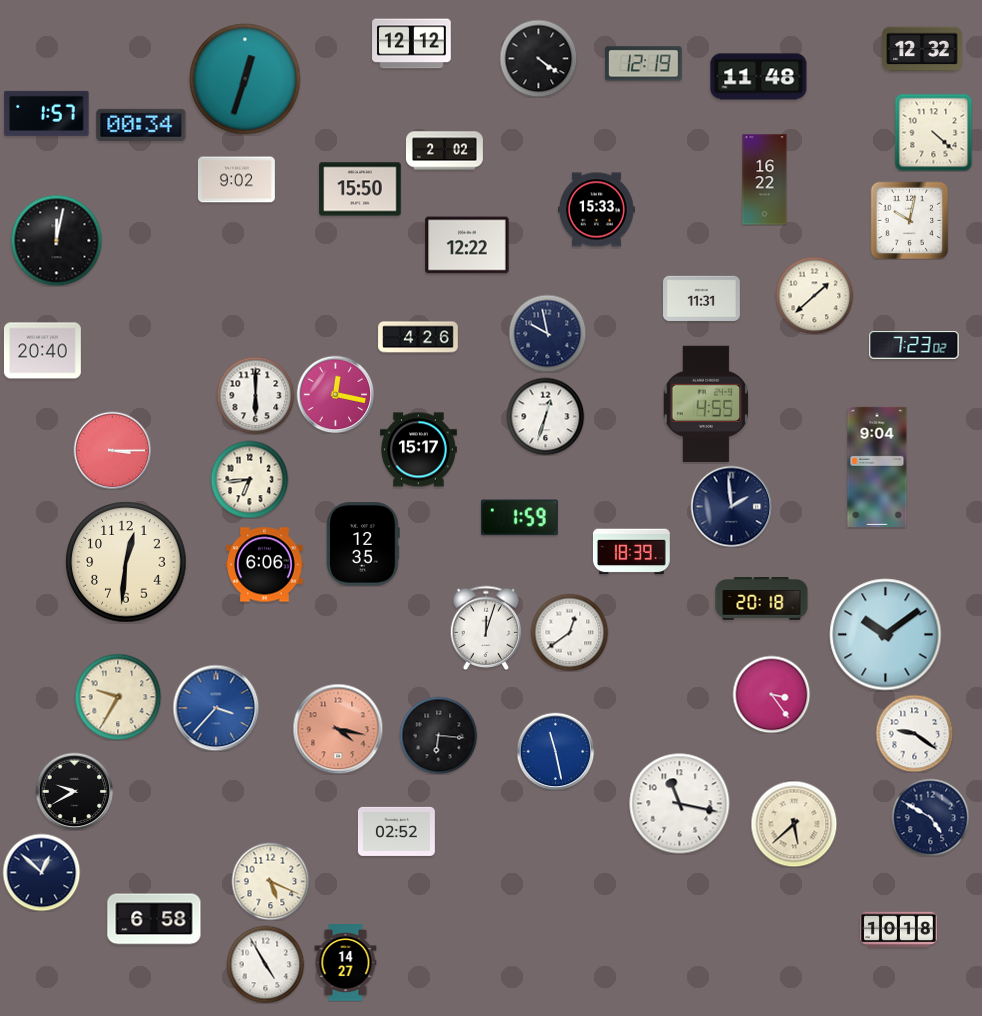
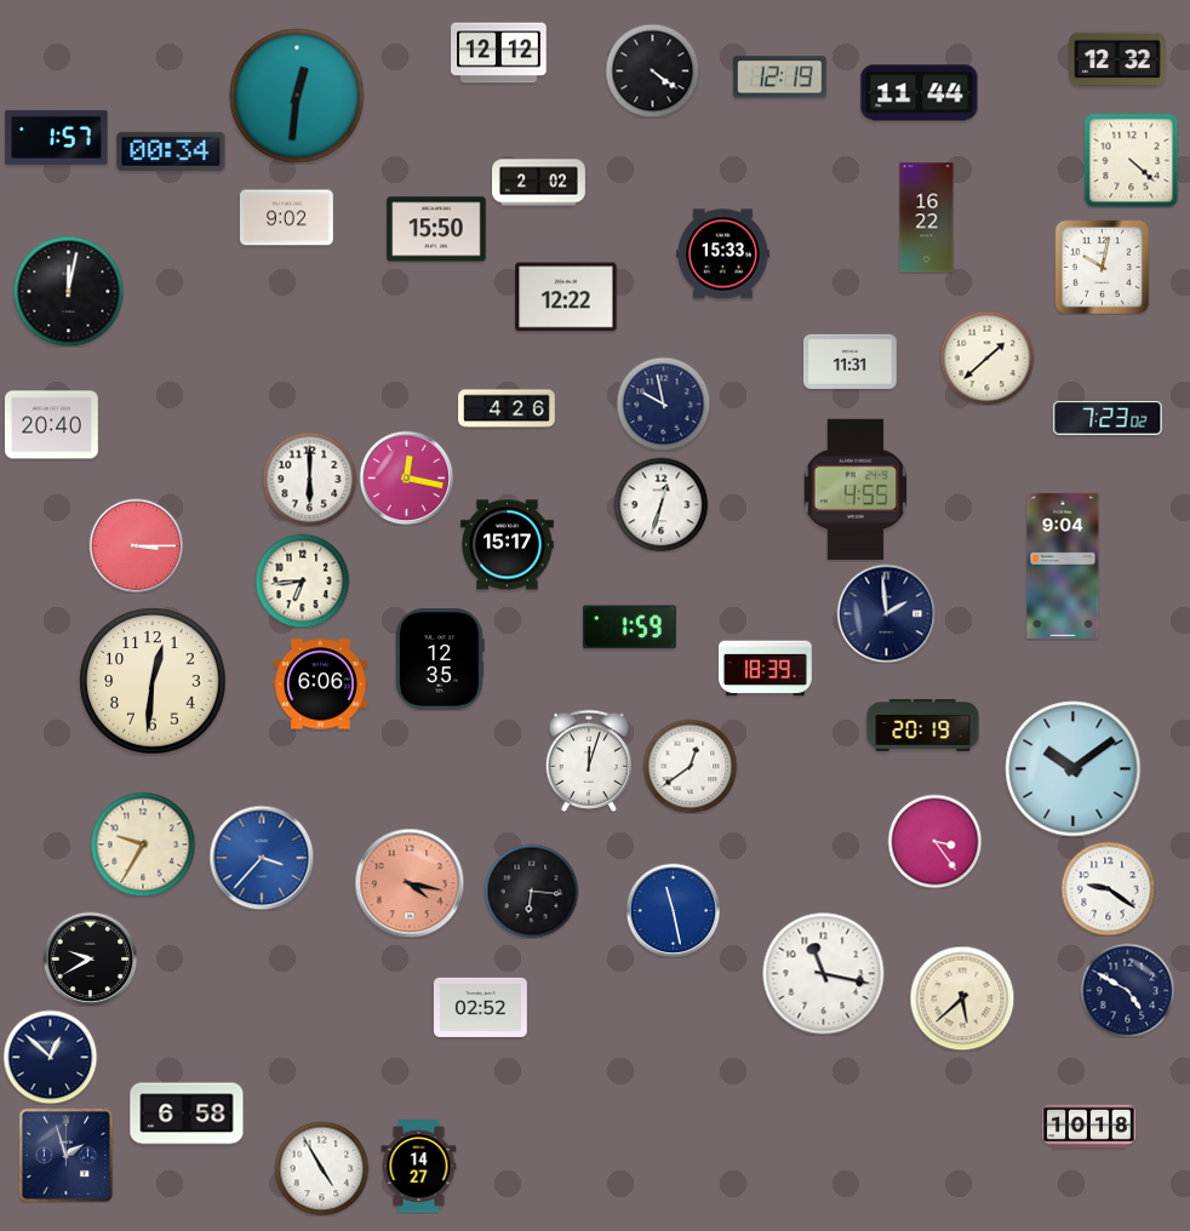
clock at (759, 77): 11:48 -> 11:44
clock at (245, 79): 12:33 -> 12:31
clock at (762, 599): 20:18 -> 20:19
clock at (270, 881): 5:19 -> none
clock at (65, 1155): none -> 1:57
